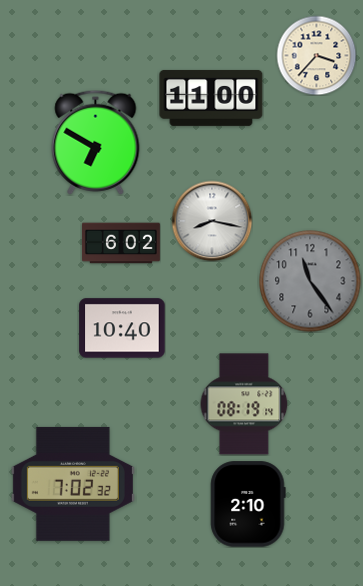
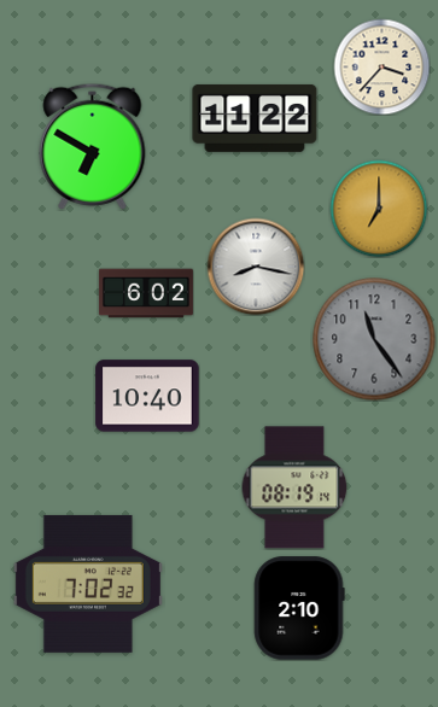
clock at (211, 98): 11:00 -> 11:22
clock at (96, 142) position: (96, 142) -> (93, 146)
clock at (379, 209): none -> 7:00
